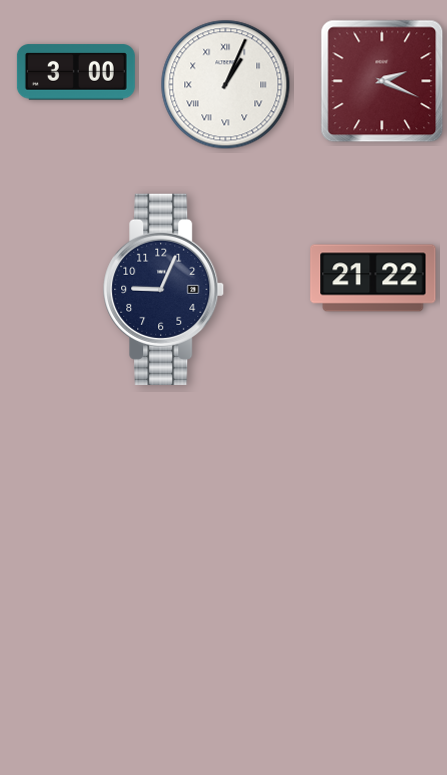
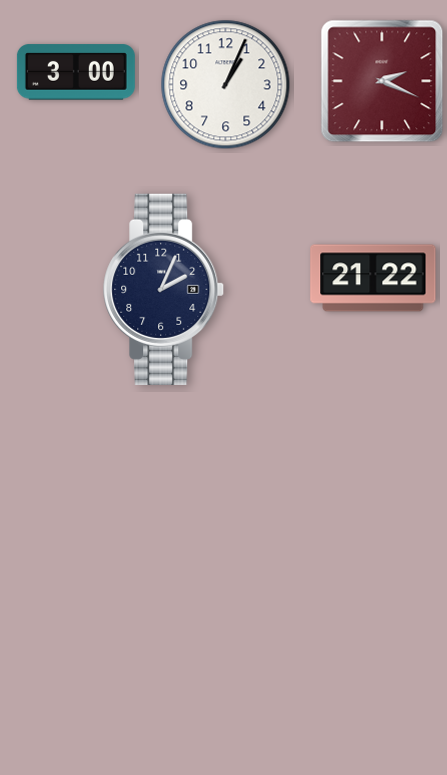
clock at (226, 85) numerals: Roman -> Arabic
clock at (164, 289): 9:04 -> 2:04
